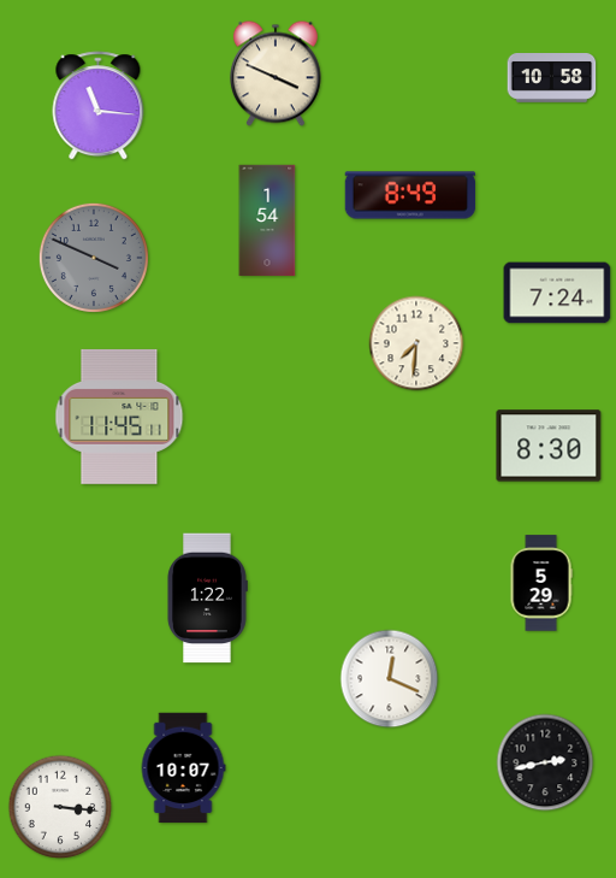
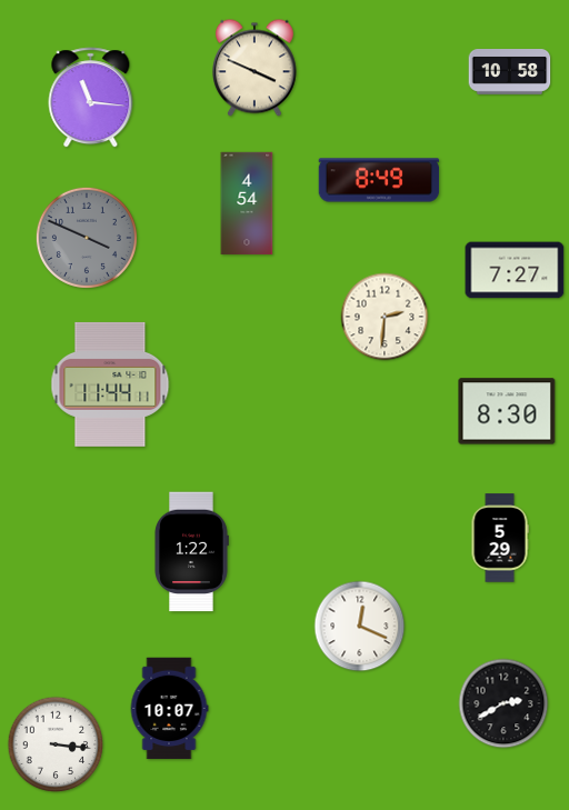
clock at (267, 220): 1:54 -> 4:54
clock at (557, 293): 7:24 -> 7:27
clock at (416, 343): 7:31 -> 2:31
clock at (119, 417): 11:45 -> 11:44
clock at (545, 762): 2:43 -> 2:40
